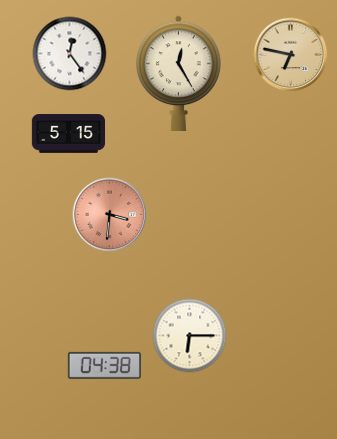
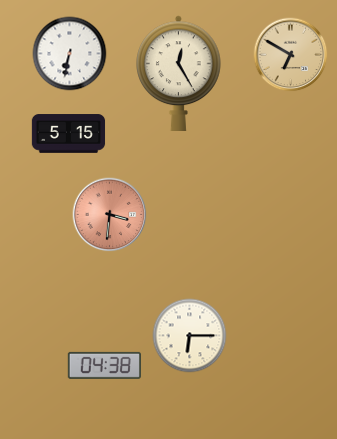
clock at (70, 54): 12:24 -> 6:32
clock at (291, 55): 6:47 -> 6:50
